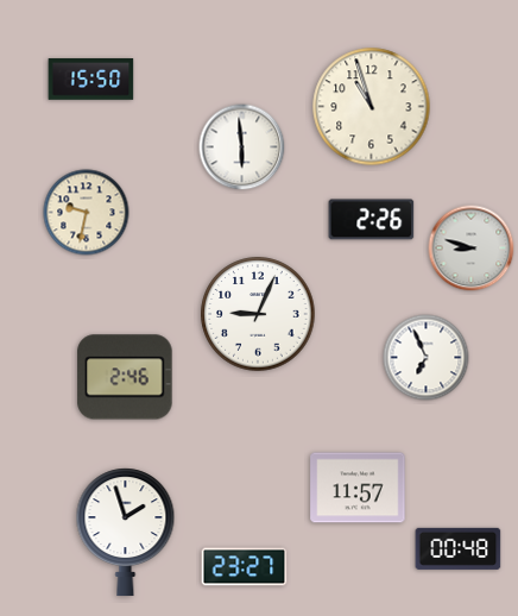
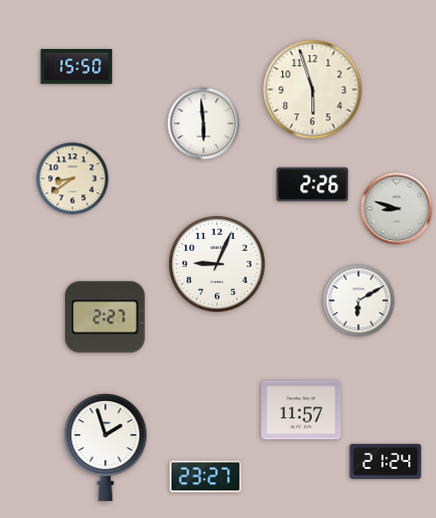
clock at (372, 107): 10:57 -> 5:57
clock at (87, 213): 9:32 -> 8:39
clock at (427, 358): 6:56 -> 6:10
clock at (125, 377): 2:46 -> 2:27
clock at (459, 548): 00:48 -> 21:24
